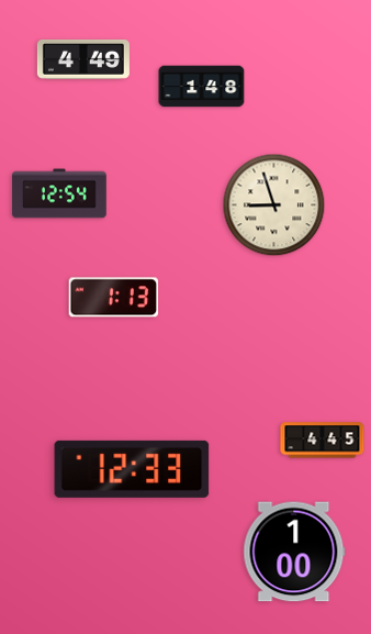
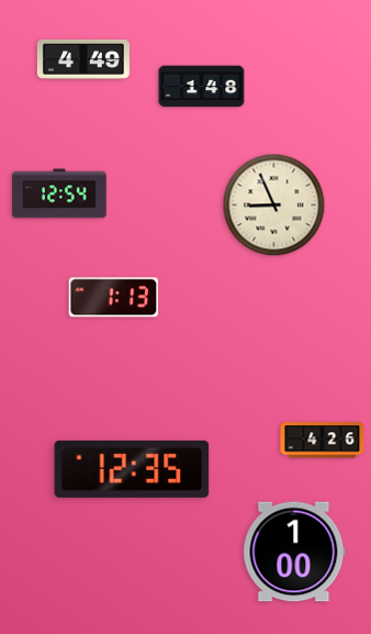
clock at (274, 205): 8:57 -> 8:56
clock at (323, 441): 4:45 -> 4:26
clock at (132, 469): 12:33 -> 12:35
